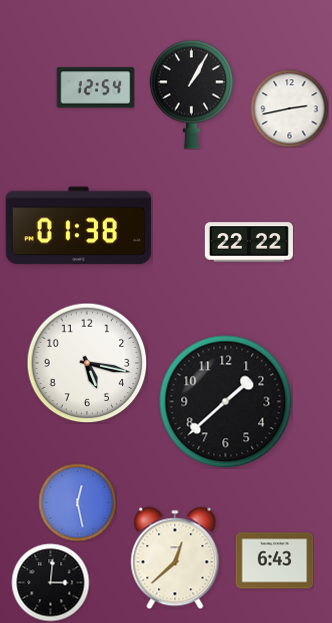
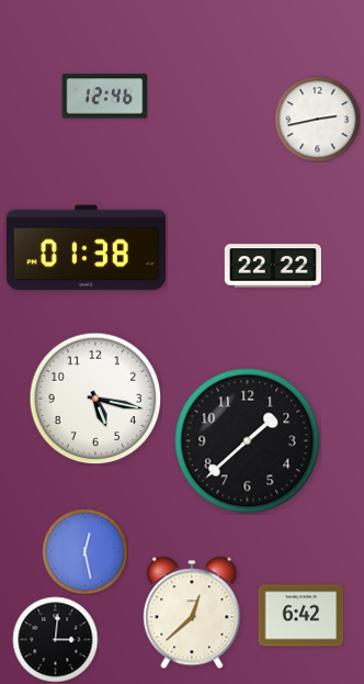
clock at (95, 88): 12:54 -> 12:46
clock at (191, 94): 1:05 -> none
clock at (274, 561): 6:43 -> 6:42
